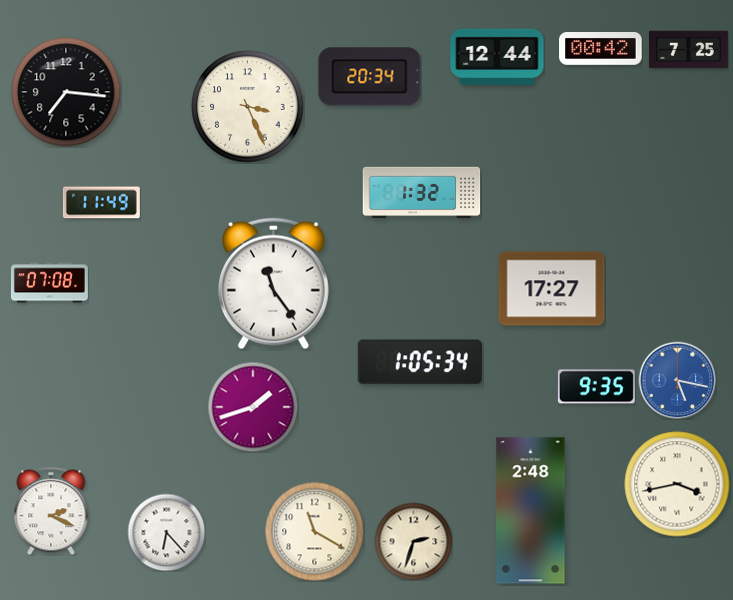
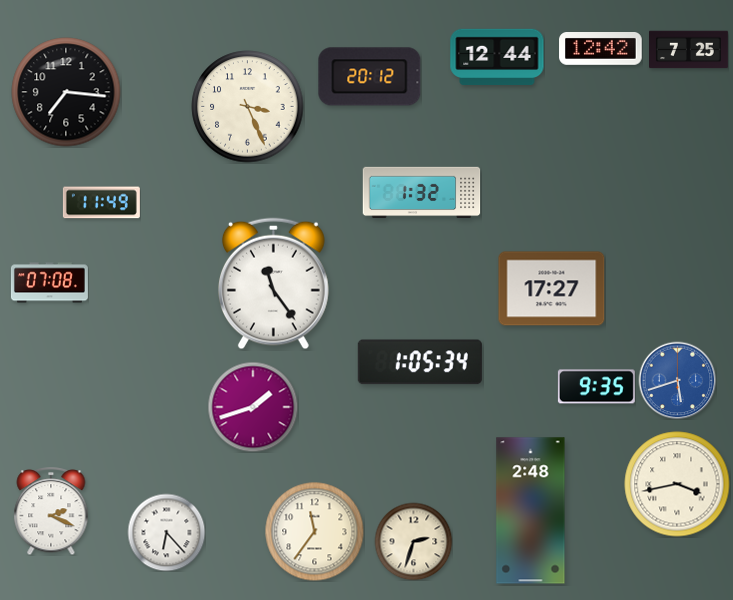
clock at (601, 49): 00:42 -> 12:42
clock at (370, 77): 20:34 -> 20:12
clock at (677, 380): 5:17 -> 5:42
clock at (315, 532): 11:20 -> 11:36
